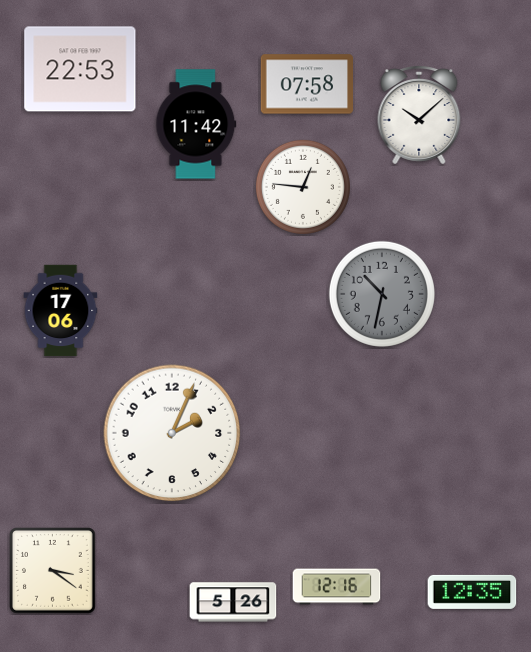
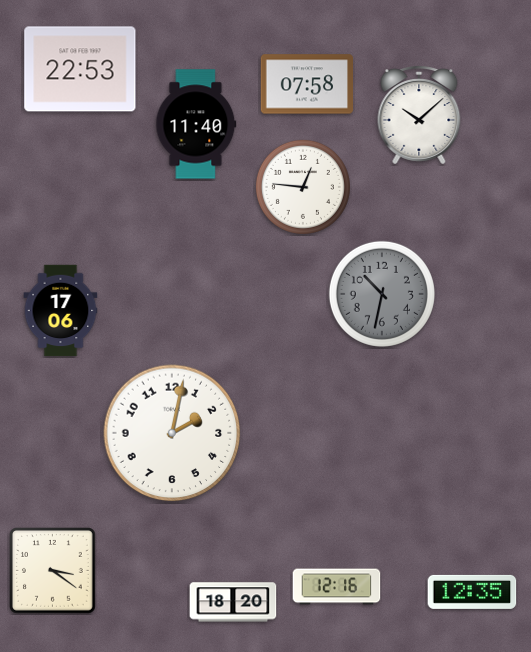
clock at (196, 124): 11:42 -> 11:40
clock at (172, 433): 2:04 -> 2:02
clock at (233, 602): 5:26 -> 18:20
